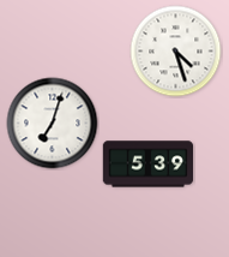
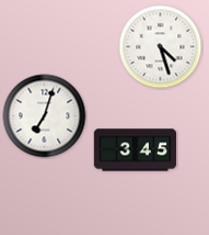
clock at (53, 124) position: (53, 124) -> (45, 116)
clock at (149, 165): 5:39 -> 3:45
